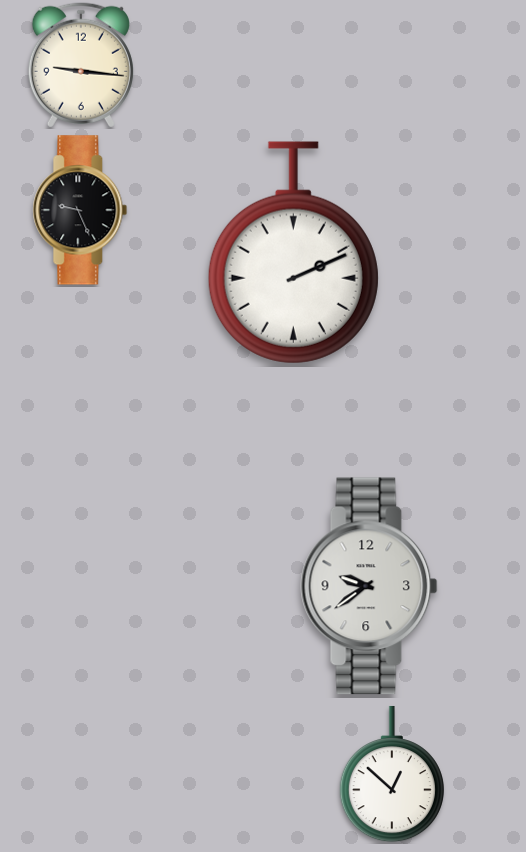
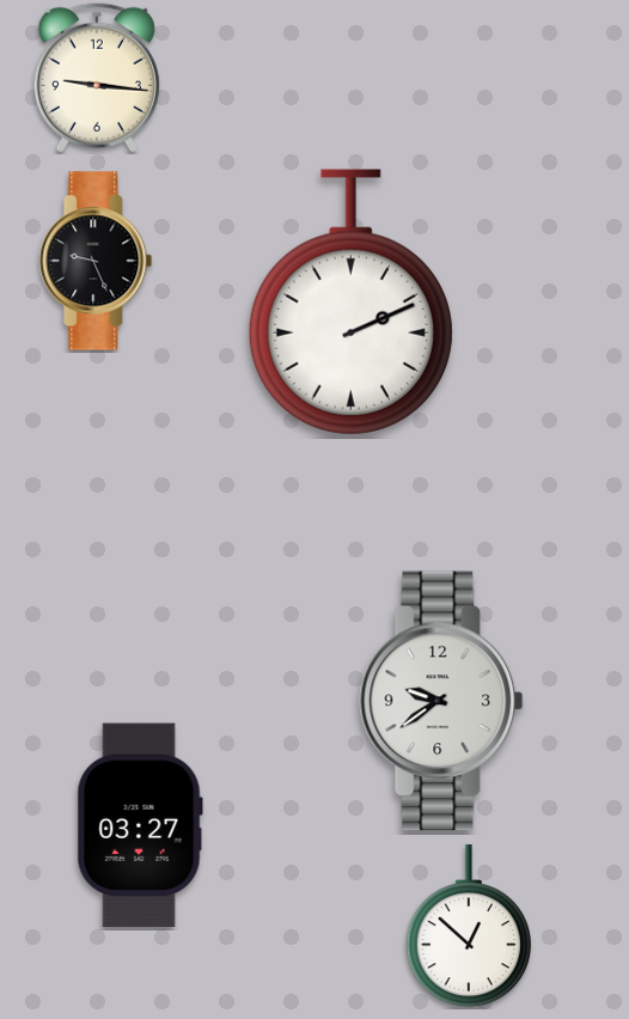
clock at (80, 210) position: (80, 210) -> (96, 261)
clock at (140, 825): none -> 03:27
